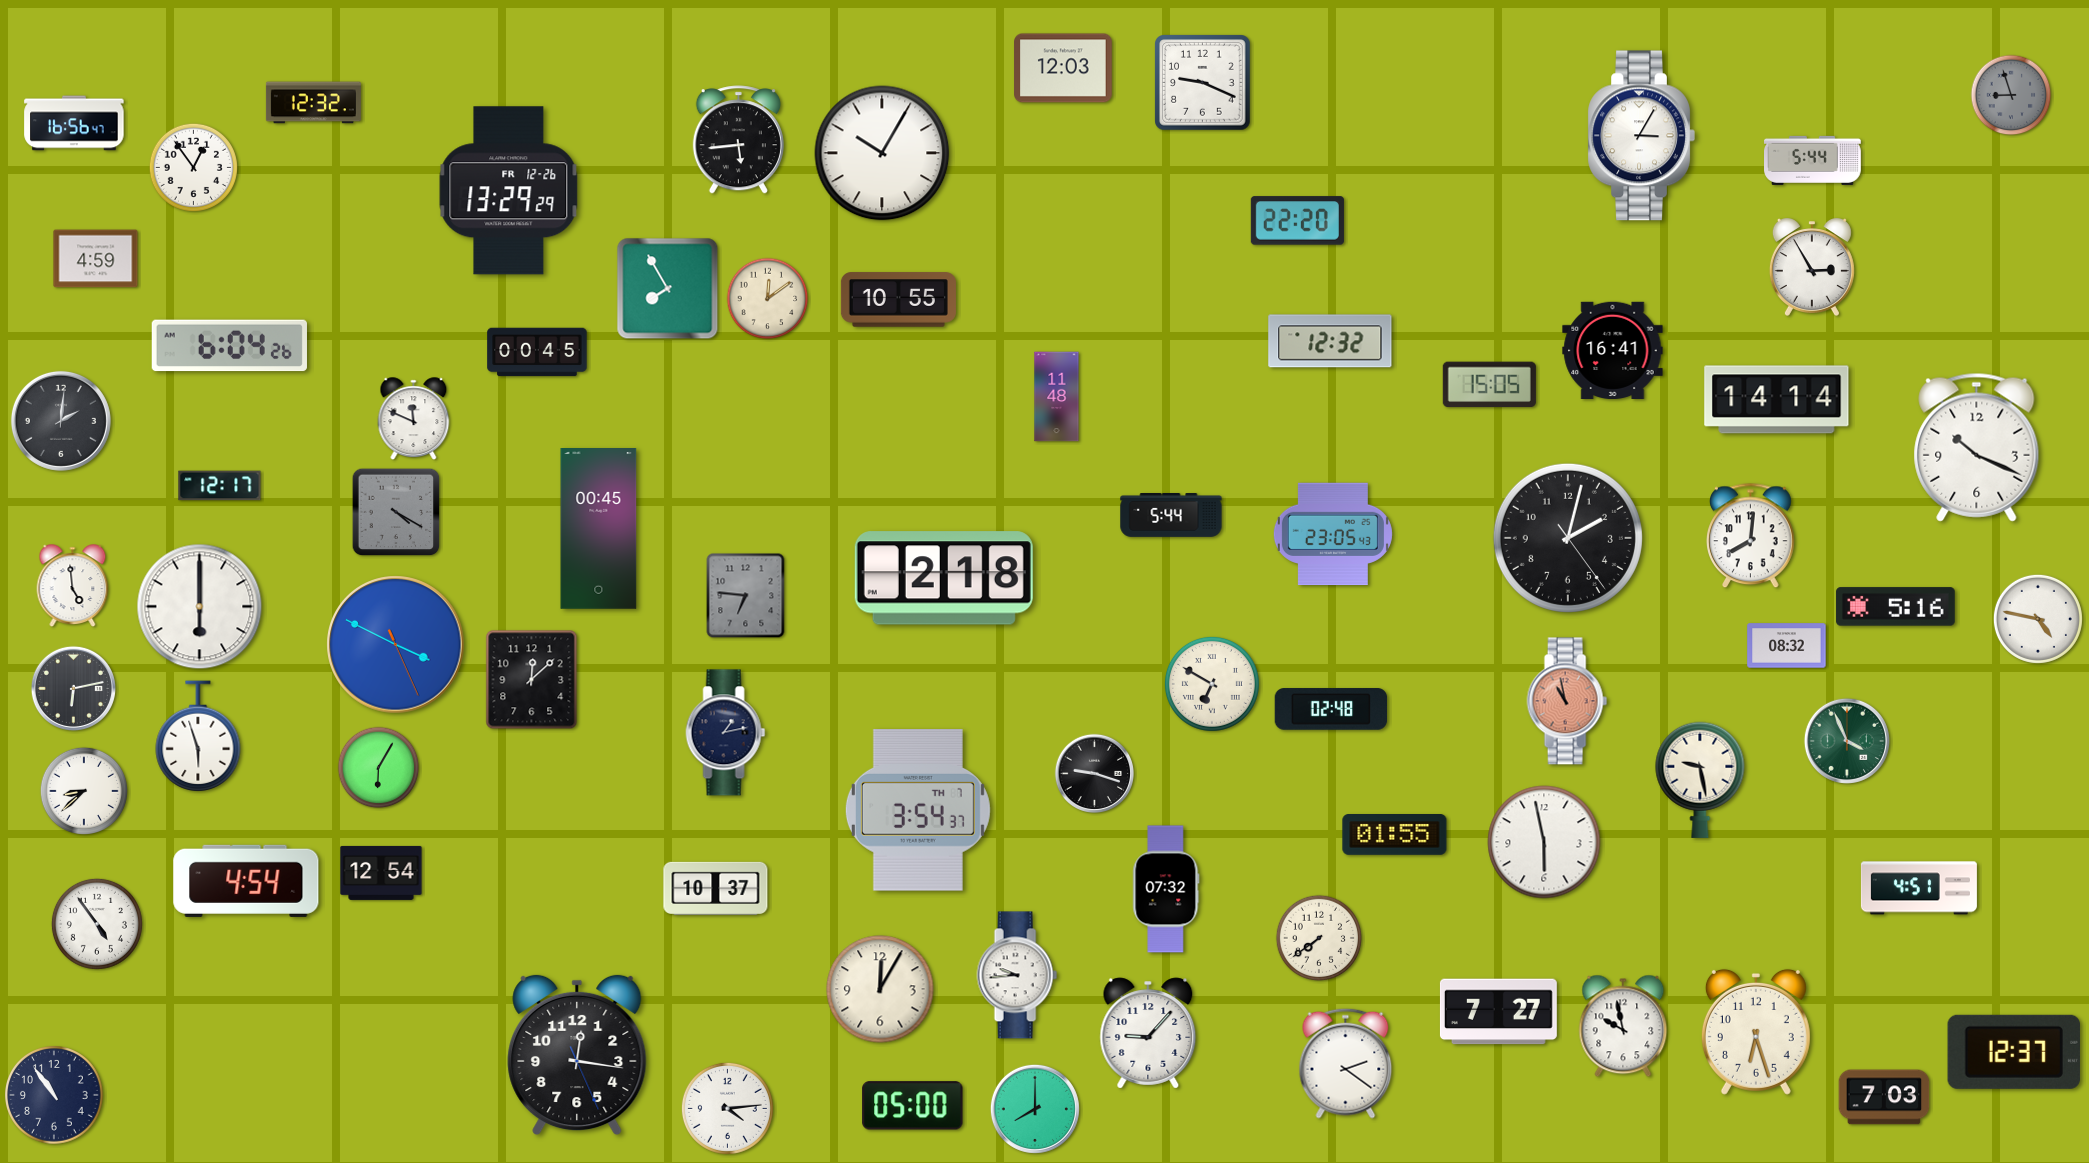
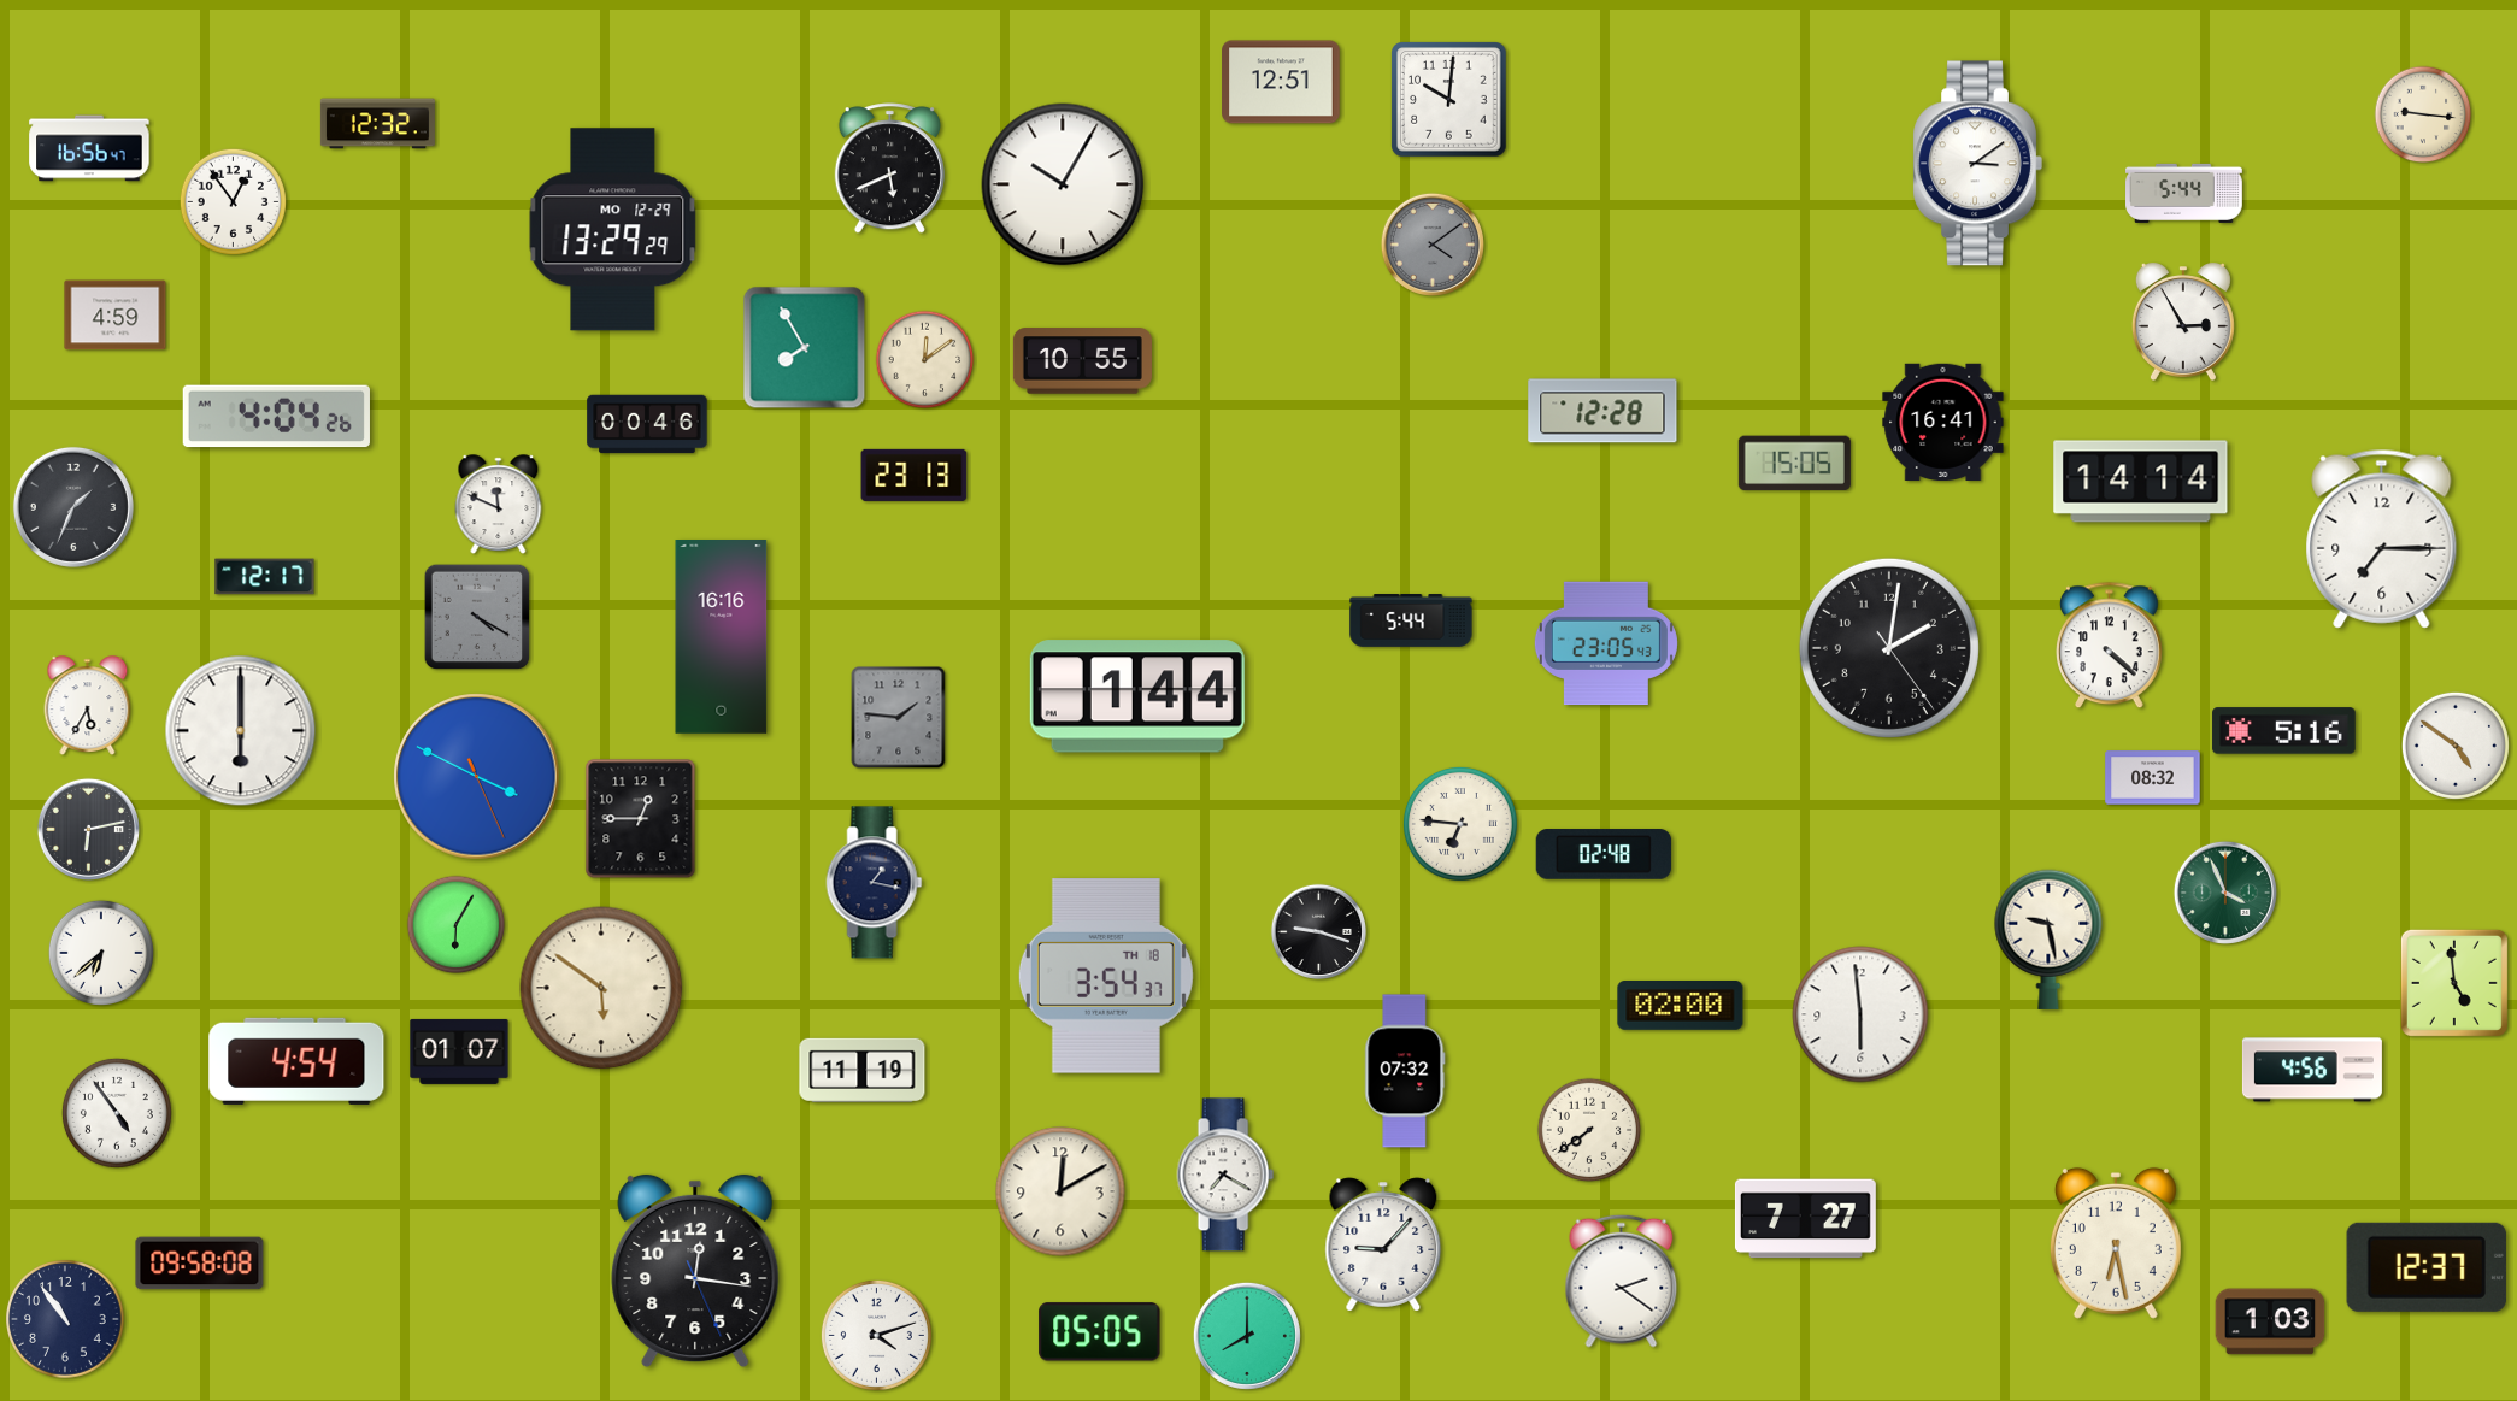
clock at (1063, 68): 12:03 -> 12:51
clock at (1203, 83): 9:19 -> 10:01
clock at (2011, 95): 8:57 -> 9:16
clock at (2011, 95) dial: grey -> cream
clock at (1641, 136): 3:05 -> 3:09
clock at (738, 140): 5:44 -> 5:41
clock at (509, 191) date: FR 12-26 -> MO 12-29
clock at (1433, 245): none -> 4:09
clock at (1297, 221): 22:20 -> none
clock at (96, 259) position: (96, 259) -> (116, 316)
clock at (1330, 341): 12:32 -> 12:28
clock at (229, 346): 6:04 -> 4:04
clock at (537, 352): 00:45 -> 00:46
clock at (915, 475): none -> 23:13
clock at (1057, 397): 11:48 -> none
clock at (61, 421): 2:01 -> 1:34
clock at (1977, 447): 10:19 -> 7:15
clock at (220, 486) position: (220, 486) -> (265, 577)
clock at (599, 529): 00:45 -> 16:16
clock at (1751, 536): 8:01 -> 4:22
clock at (1568, 538): 2:02 -> 2:01
clock at (944, 578): 2:18 -> 1:44
clock at (73, 586): 4:59 -> 5:35
clock at (746, 596): 6:46 -> 1:46
clock at (2038, 619): 4:47 -> 4:51
clock at (532, 680): 12:08 -> 12:45
clock at (1212, 684): 6:50 -> 6:46
clock at (1567, 701): 10:58 -> none
clock at (726, 733): 1:13 -> 1:17
clock at (198, 736): 5:57 -> none
clock at (84, 791): 8:38 -> 6:38
clock at (918, 811) date: TH 7 -> TH 18
clock at (2454, 983): none -> 4:59
clock at (601, 988): none -> 5:51
clock at (1395, 835): 01:55 -> 02:00
clock at (1544, 842): 5:58 -> 5:59
clock at (381, 873): 12:54 -> 01:07
clock at (716, 888): 10:37 -> 11:19
clock at (1919, 888): 4:51 -> 4:56
clock at (1017, 975): 9:44 -> 7:20
clock at (880, 989): 12:05 -> 12:10
clock at (1623, 1026): 9:58 -> none
clock at (1756, 1032): 6:27 -> 6:28
clock at (200, 1264): none -> 09:58
clock at (1884, 1097): 7:03 -> 1:03
clock at (913, 1106): 05:00 -> 05:05
clock at (727, 1108): 4:14 -> 4:12
